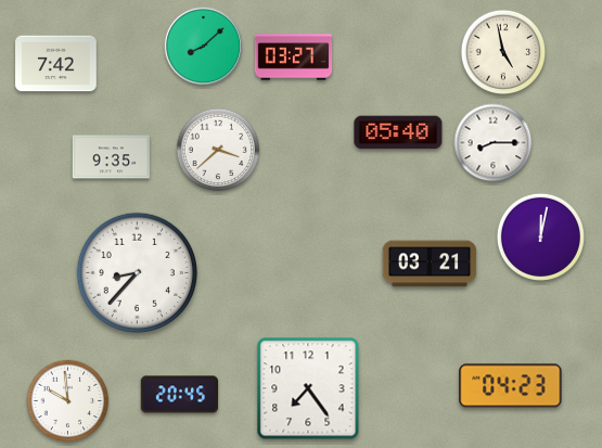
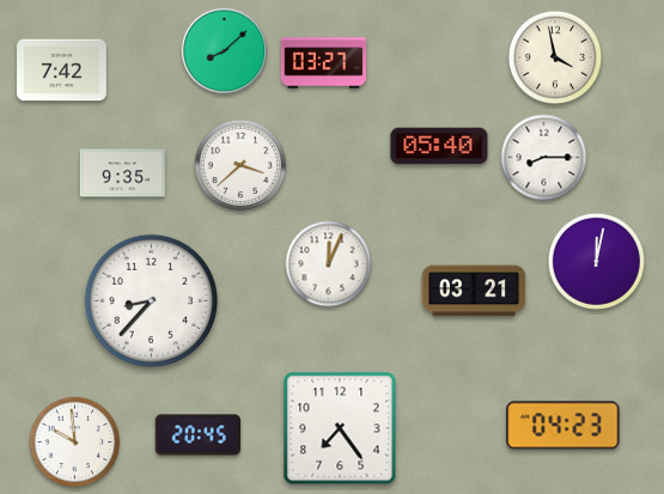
clock at (503, 52): 4:58 -> 3:58
clock at (329, 264): none -> 12:04
